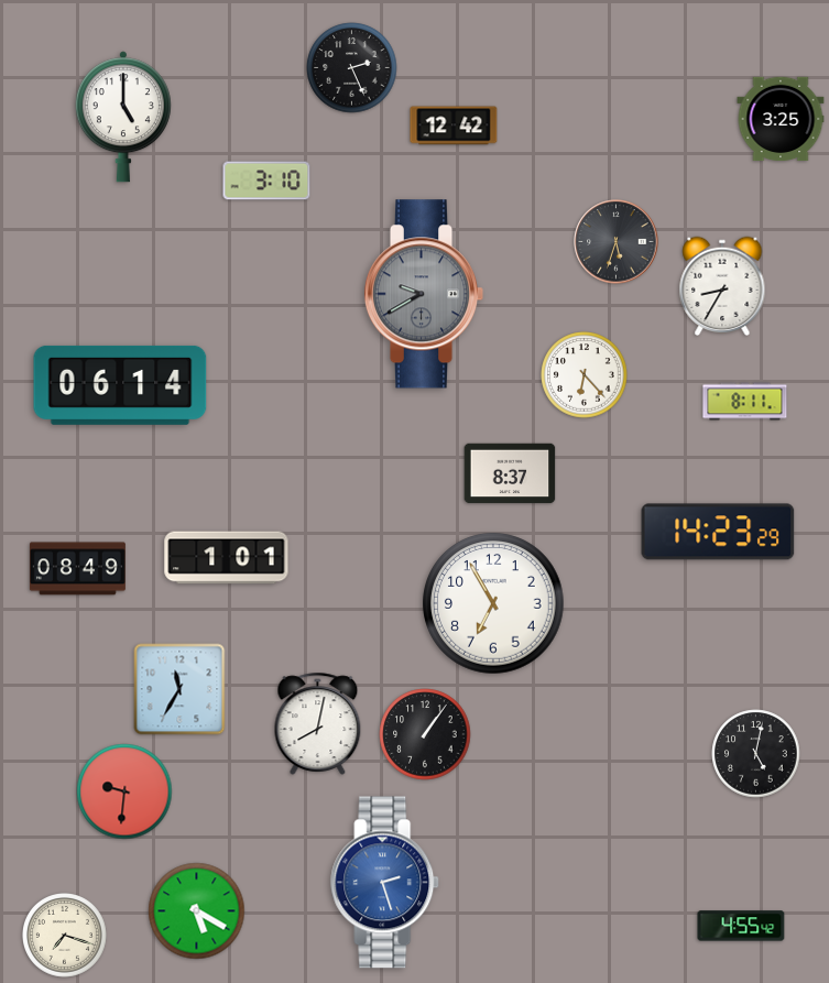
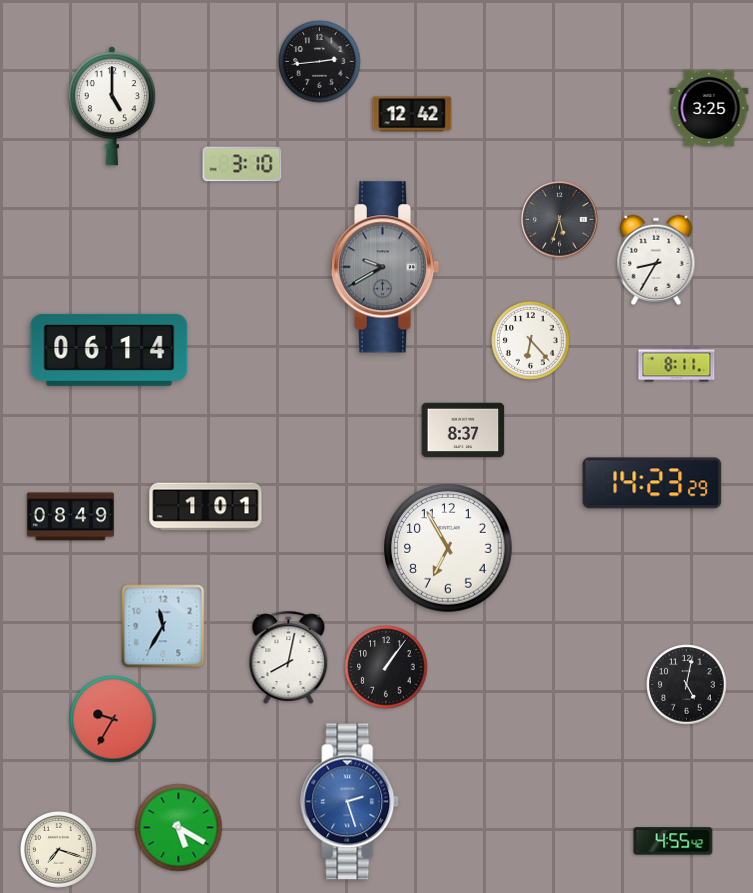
clock at (352, 68): 2:26 -> 2:44
clock at (124, 791): 9:31 -> 9:35
